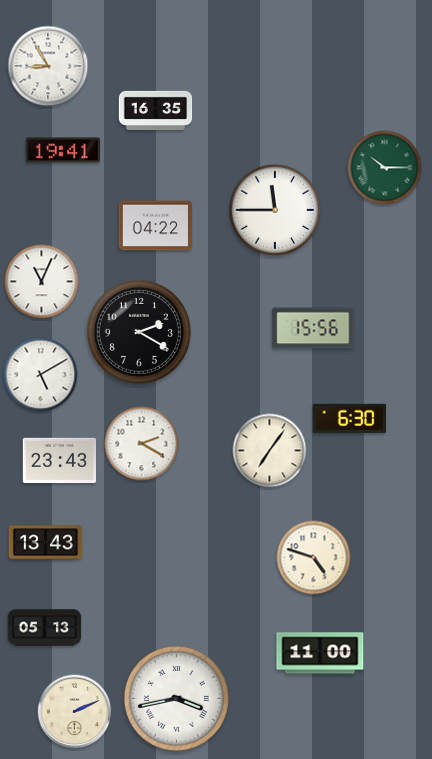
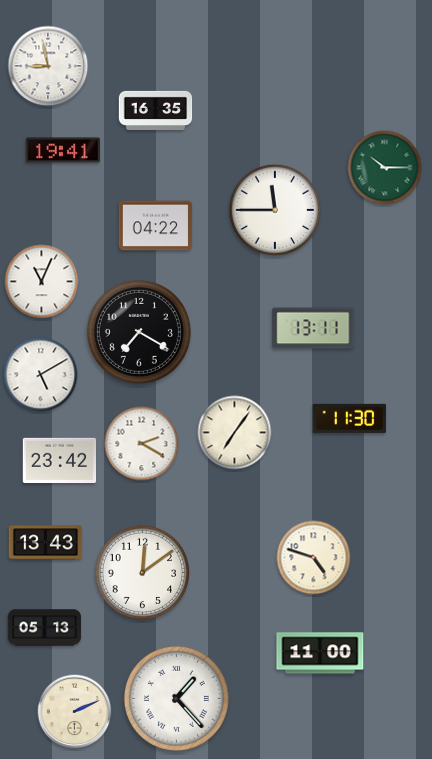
clock at (48, 66): 8:55 -> 8:58
clock at (313, 328): 15:56 -> 13:11
clock at (139, 332): 2:20 -> 7:20
clock at (349, 418): 6:30 -> 11:30
clock at (270, 451) position: (270, 451) -> (235, 433)
clock at (60, 460): 23:43 -> 23:42
clock at (142, 572): none -> 12:09
clock at (176, 698): 3:43 -> 1:23
